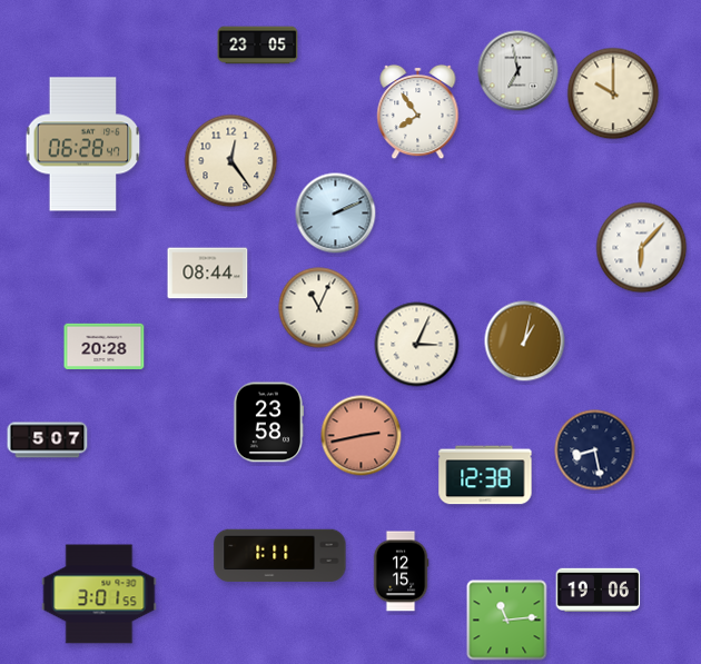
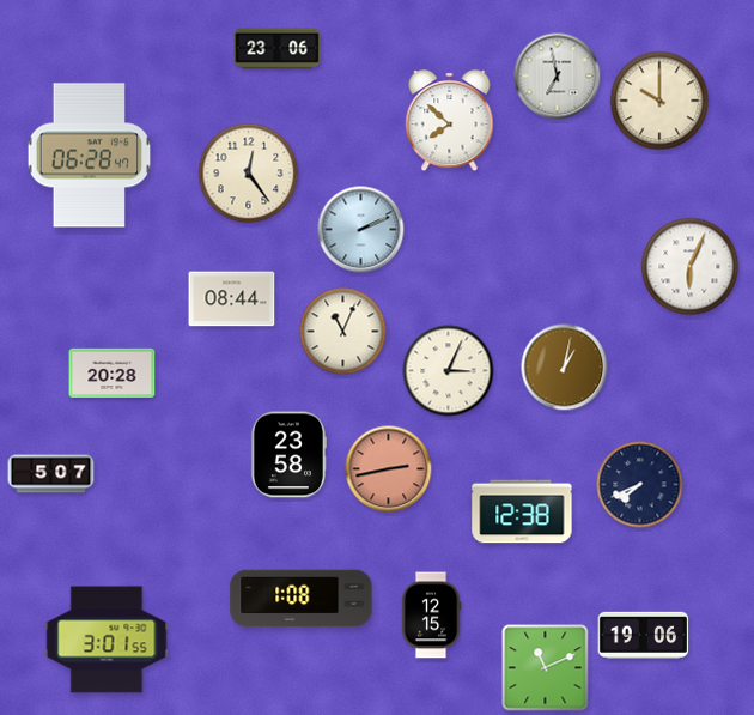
clock at (258, 46): 23:05 -> 23:06
clock at (418, 112): 7:54 -> 7:52
clock at (642, 248): 6:07 -> 6:04
clock at (208, 274) position: (208, 274) -> (232, 299)
clock at (595, 450): 8:28 -> 7:41
clock at (280, 556): 1:11 -> 1:08
clock at (507, 621): 11:14 -> 11:11
